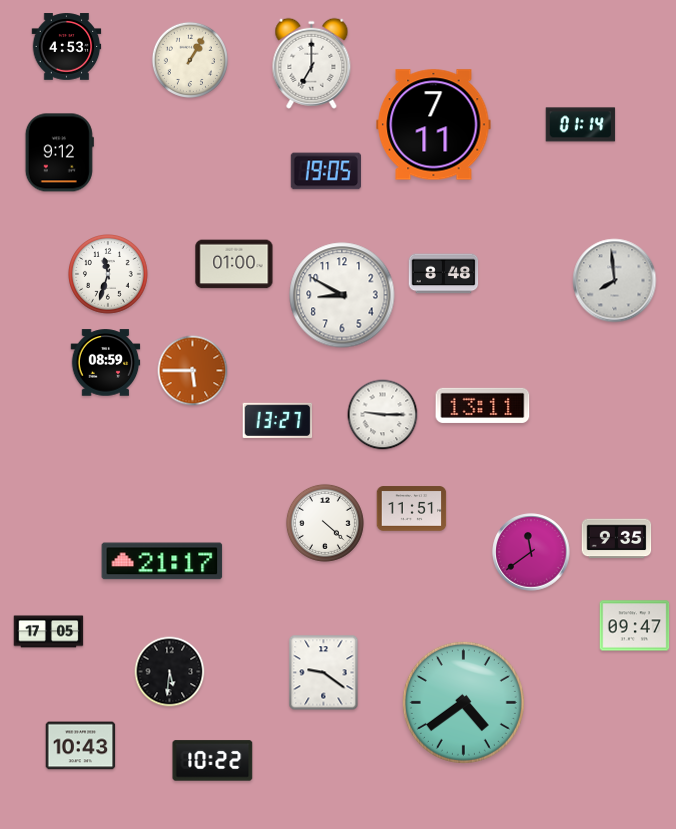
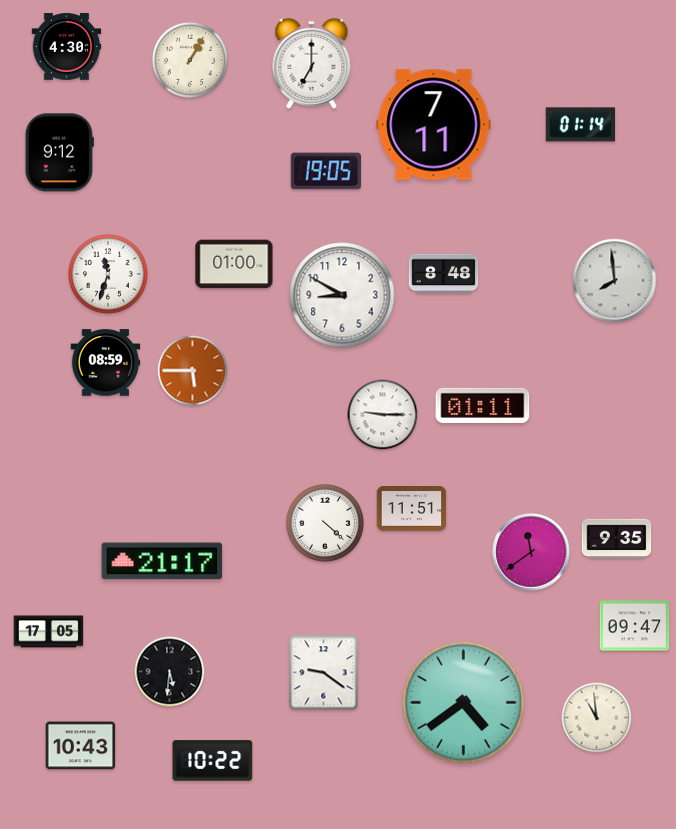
clock at (67, 47): 4:53 -> 4:30
clock at (483, 405): 13:11 -> 01:11
clock at (278, 420): 13:27 -> none
clock at (597, 718): none -> 10:59
